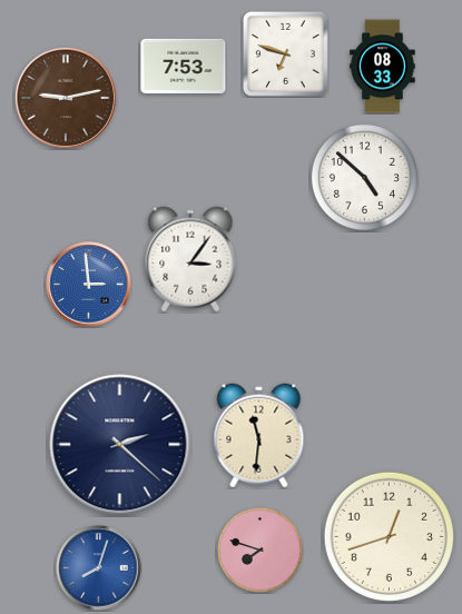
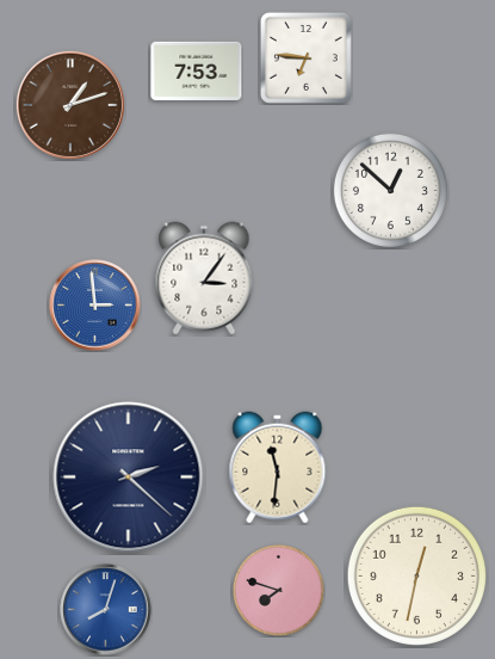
clock at (285, 53): 6:48 -> 6:46
clock at (383, 67): 08:33 -> none
clock at (66, 98): 9:13 -> 1:12
clock at (364, 177): 4:52 -> 12:52
clock at (389, 536): 12:42 -> 12:32
